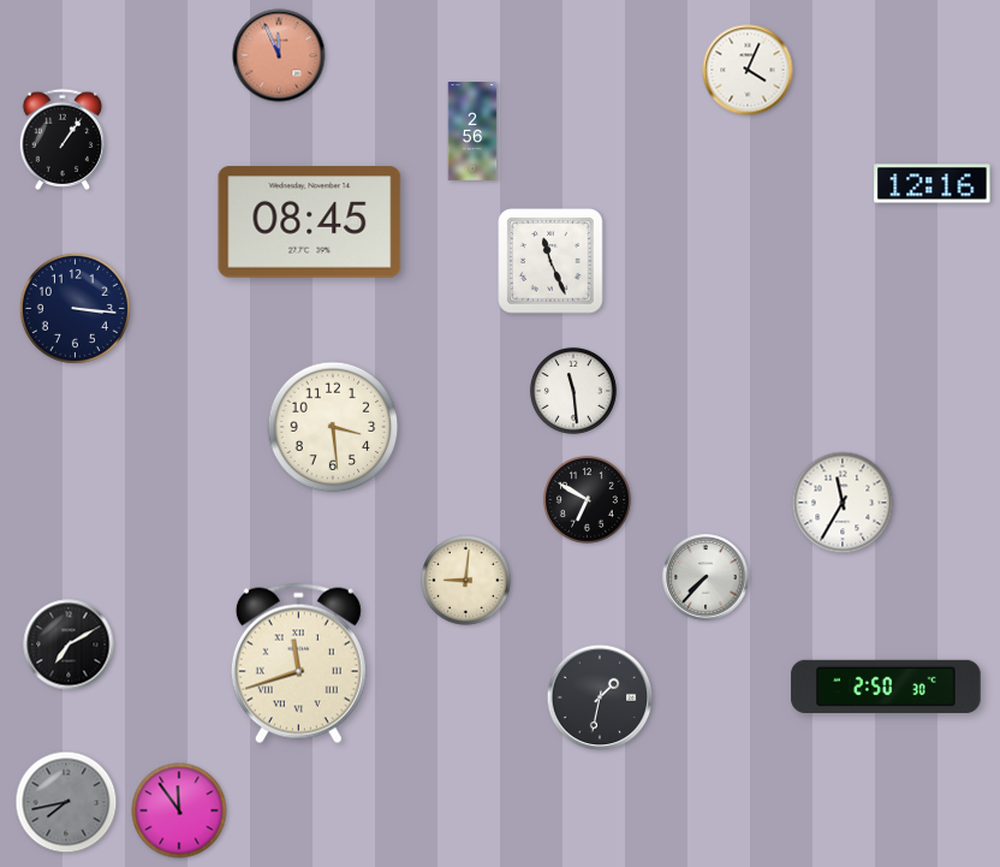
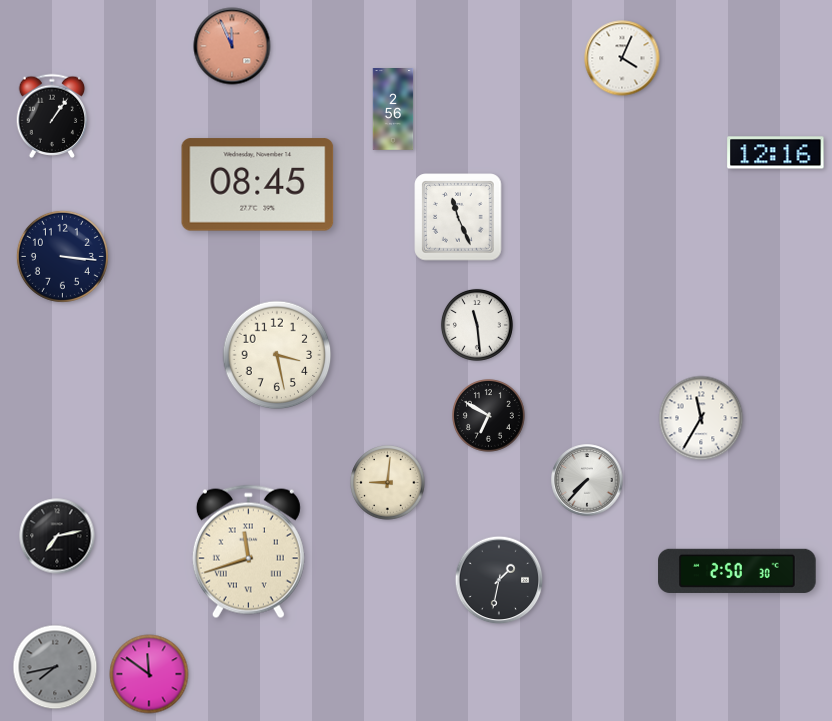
clock at (333, 427): 3:29 -> 3:28
clock at (69, 645): 7:10 -> 7:13
clock at (179, 810): 11:54 -> 11:51
